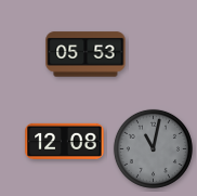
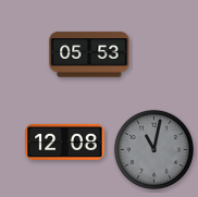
clock at (86, 54) position: (86, 54) -> (89, 54)
